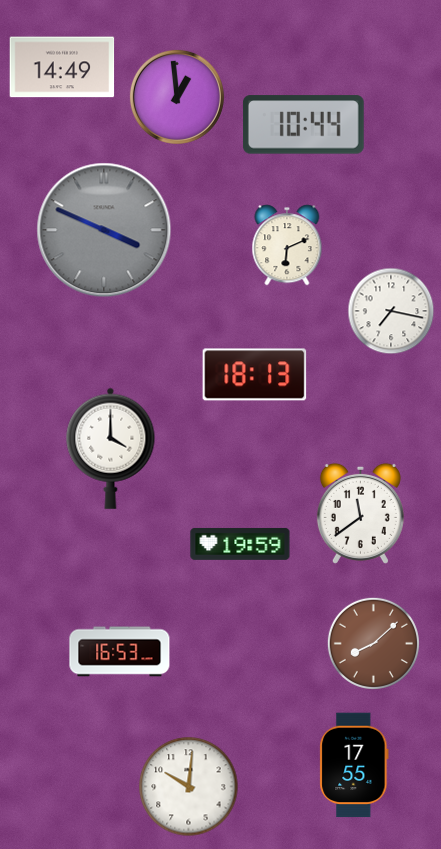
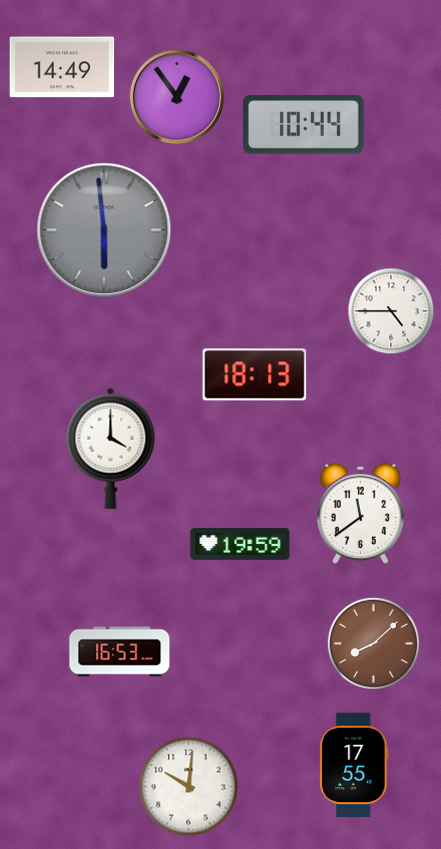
clock at (177, 97): 12:59 -> 12:54
clock at (104, 230): 3:49 -> 5:59
clock at (287, 245): 6:11 -> none
clock at (391, 311): 7:17 -> 4:45
